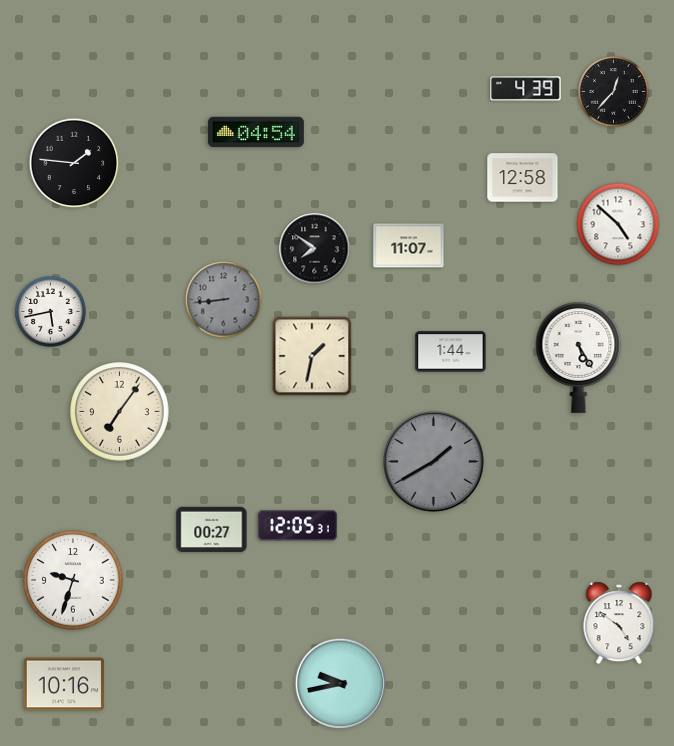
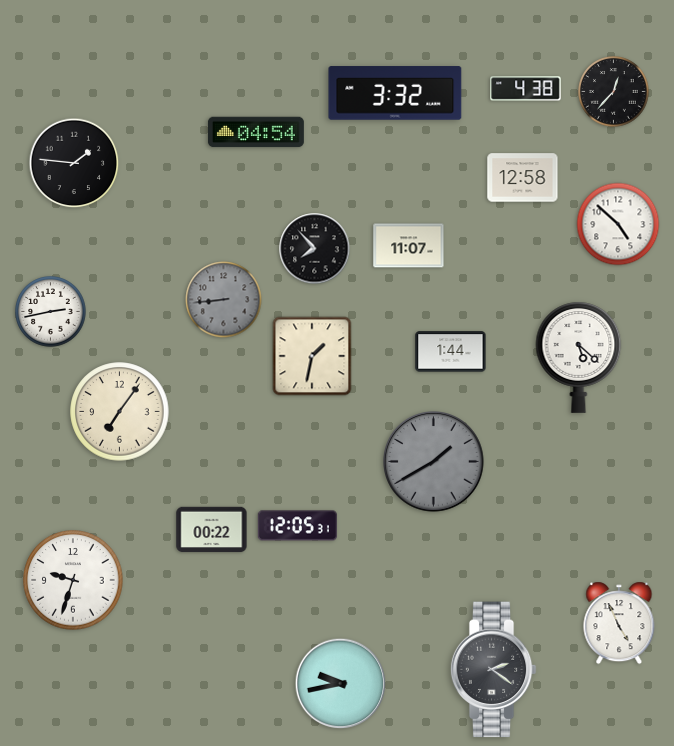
clock at (526, 89): 4:39 -> 4:38
clock at (395, 93): none -> 3:32
clock at (315, 249): 7:51 -> 7:53
clock at (51, 312): 5:43 -> 2:43
clock at (579, 357): 5:25 -> 5:22
clock at (212, 530): 00:27 -> 00:22
clock at (619, 623): 4:51 -> 4:56
clock at (493, 670): none -> 2:21
clock at (64, 684): 10:16 -> none
